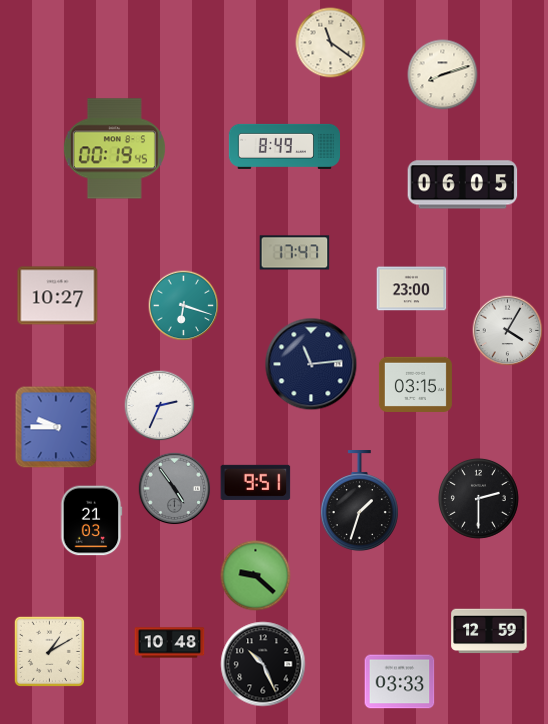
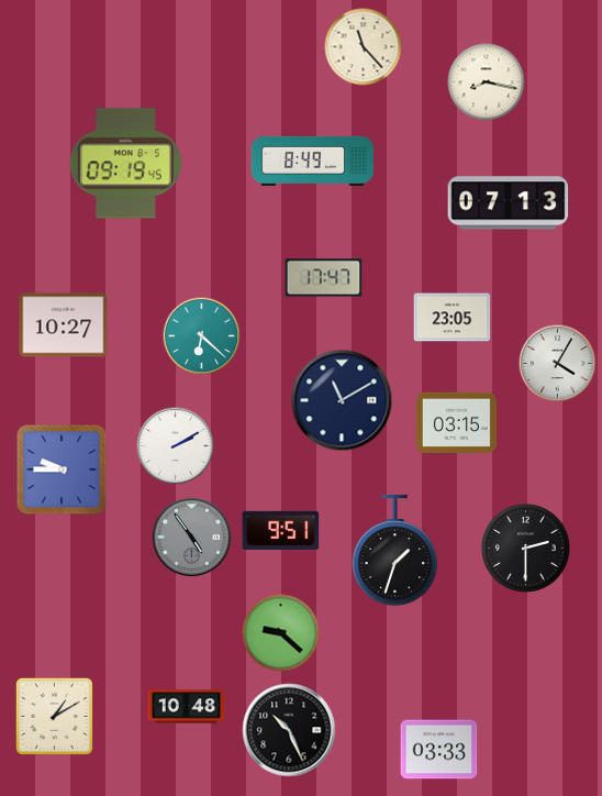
clock at (331, 43): 11:21 -> 11:23
clock at (443, 75): 8:12 -> 8:17
clock at (114, 149): 00:19 -> 09:19
clock at (463, 185): 06:05 -> 07:13
clock at (412, 289): 23:00 -> 23:05
clock at (184, 306): 6:18 -> 6:22
clock at (311, 364): 11:14 -> 11:10
clock at (160, 406): 2:34 -> 2:10
clock at (91, 521): 21:03 -> none
clock at (489, 631): 12:59 -> none
